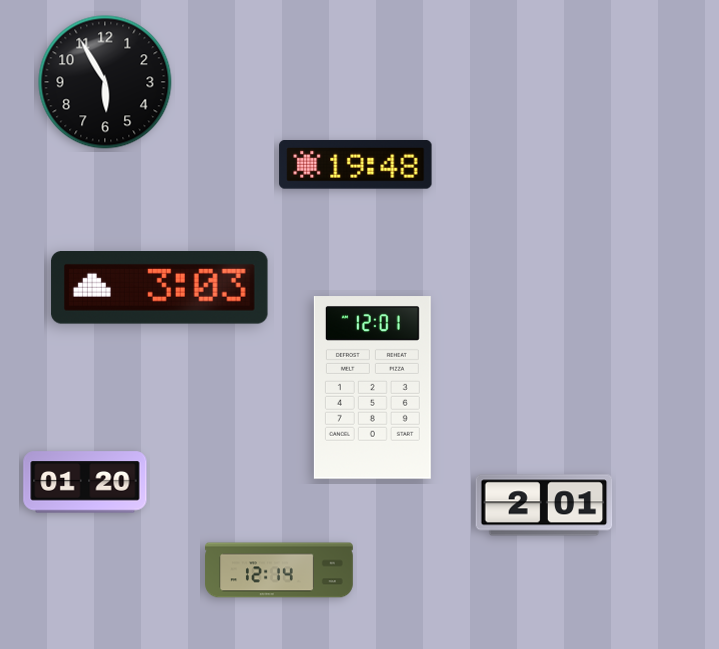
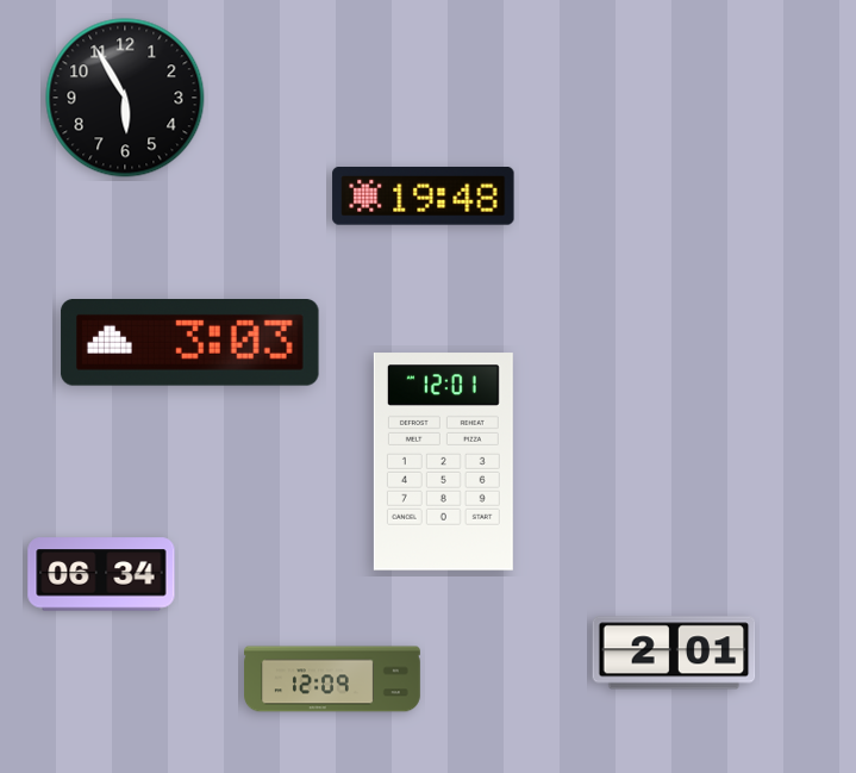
clock at (85, 482): 01:20 -> 06:34
clock at (544, 505) position: (544, 505) -> (674, 653)
clock at (279, 570): 12:14 -> 12:09
